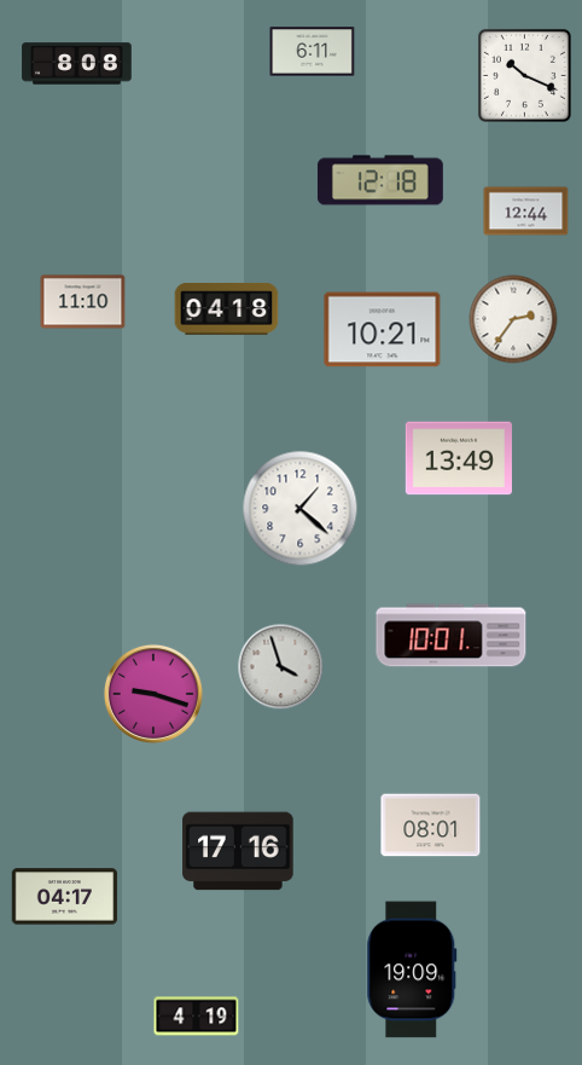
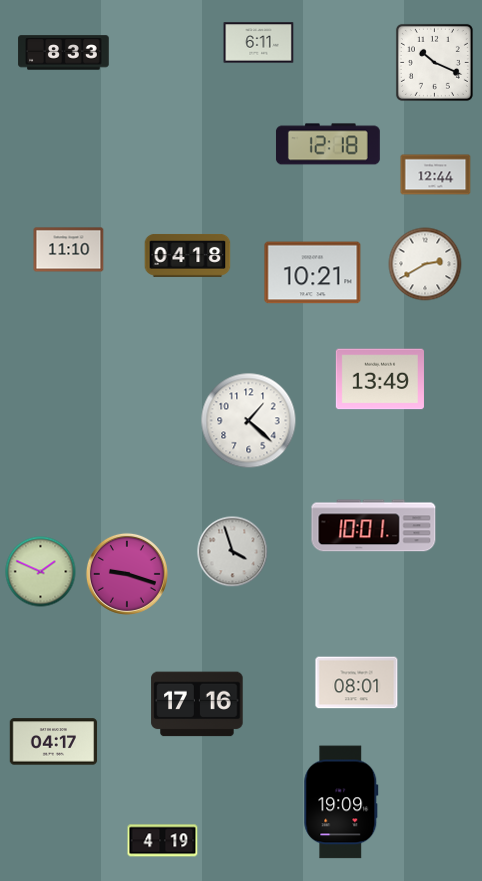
clock at (77, 64): 8:08 -> 8:33
clock at (380, 180) position: (380, 180) -> (328, 144)
clock at (513, 319): 2:36 -> 2:40
clock at (383, 330) position: (383, 330) -> (313, 273)
clock at (41, 572): none -> 1:49
